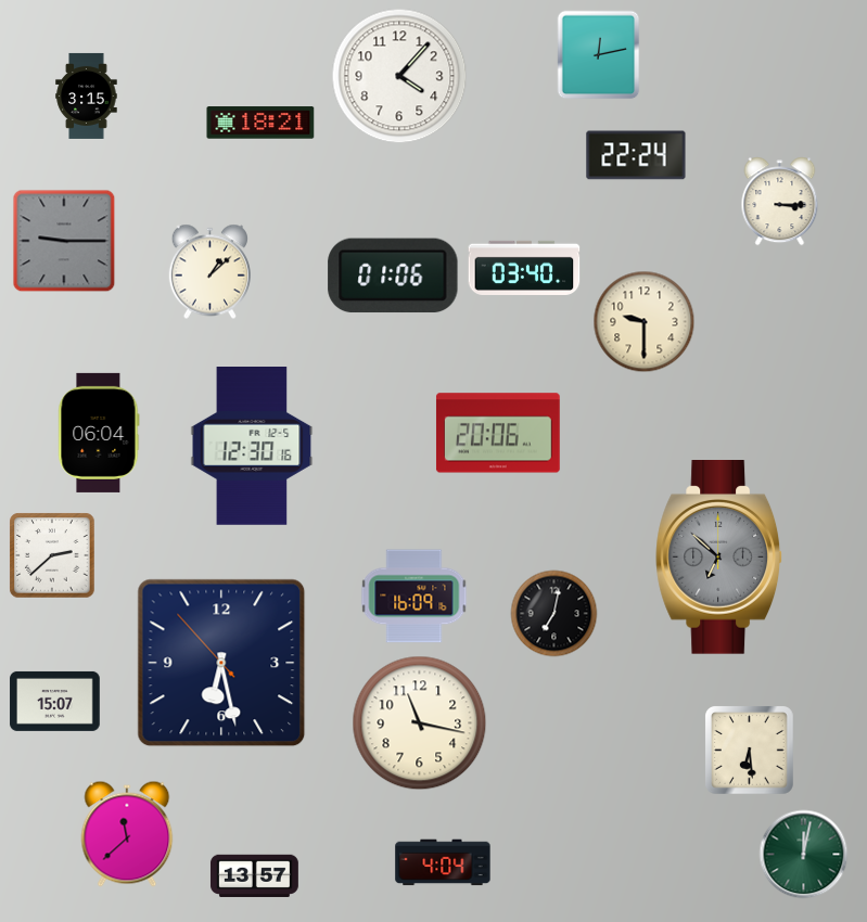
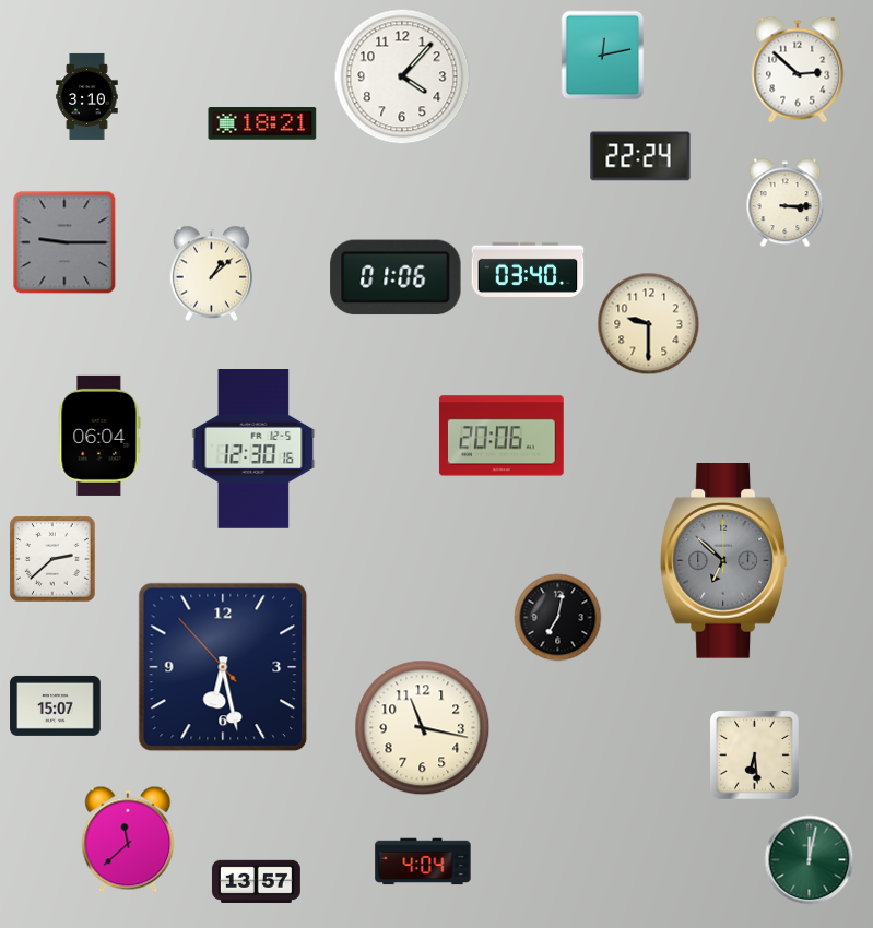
clock at (798, 70): none -> 2:52
clock at (87, 95): 3:15 -> 3:10
clock at (415, 597): 16:09 -> none
clock at (443, 862) position: (443, 862) -> (423, 861)
